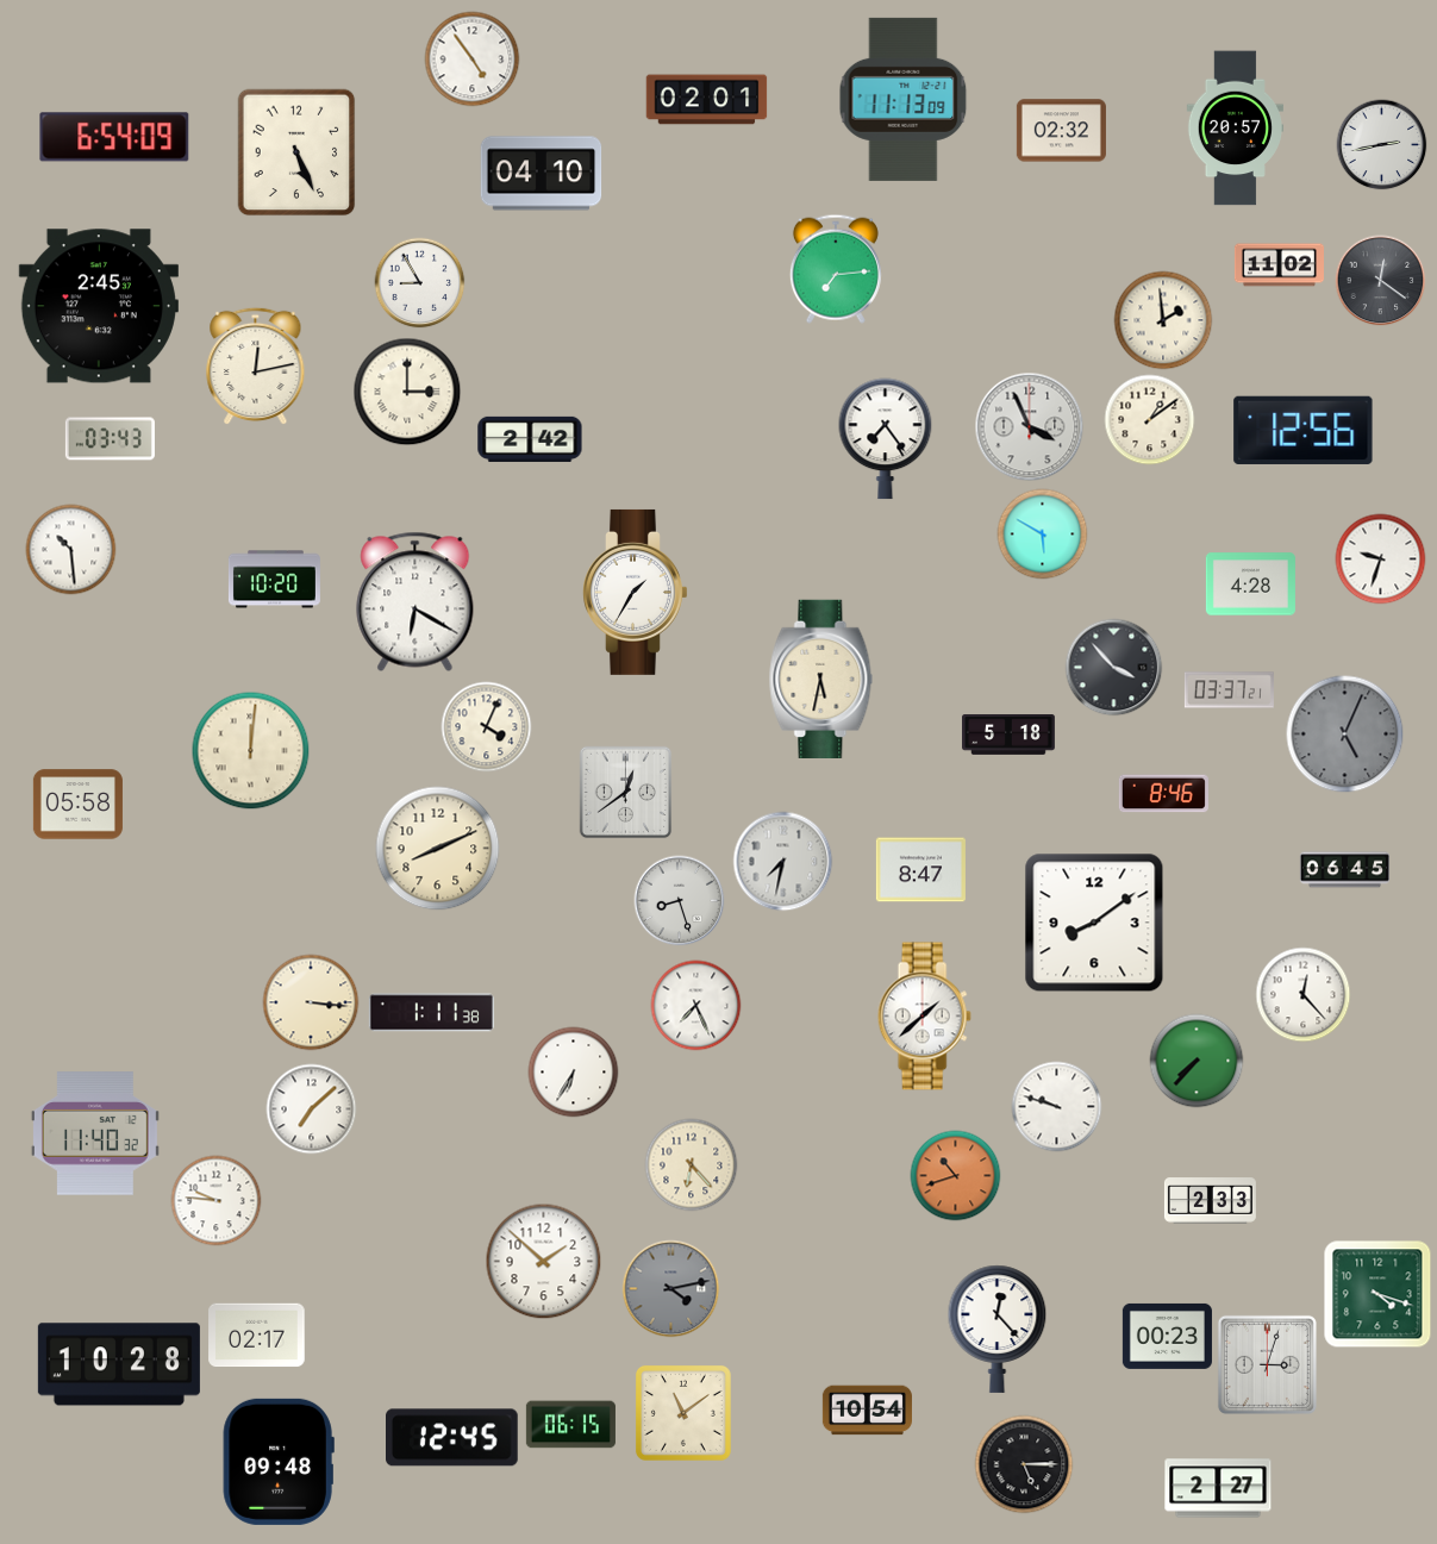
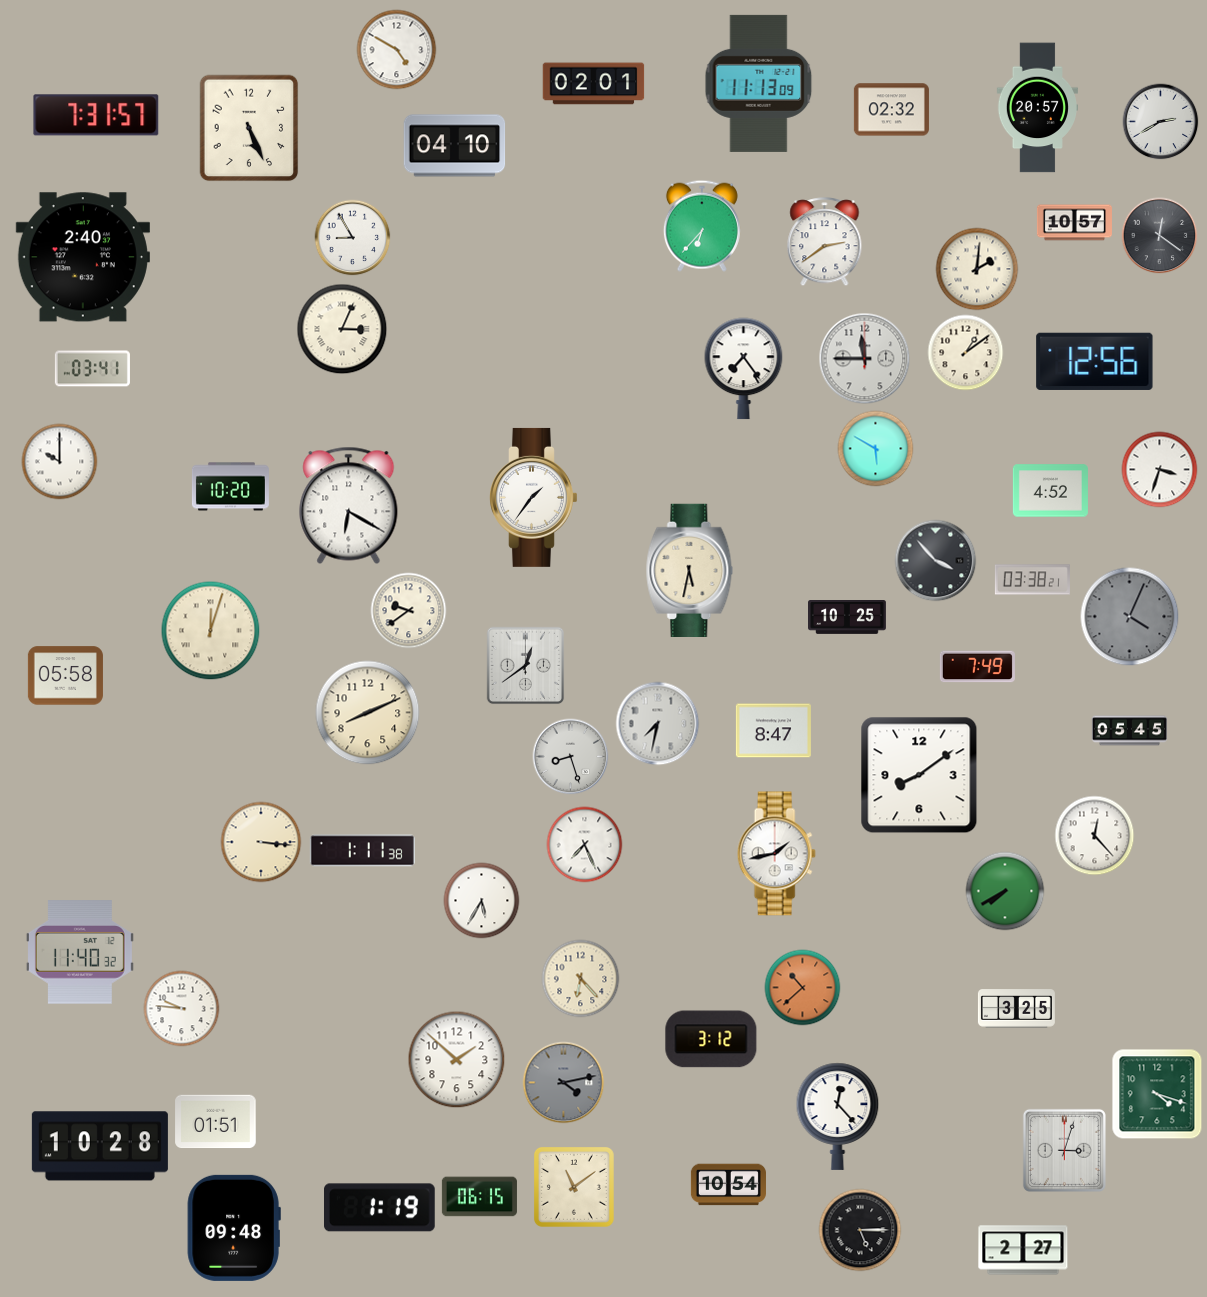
clock at (473, 60): 4:54 -> 4:50
clock at (114, 137): 6:54 -> 7:31
clock at (1382, 145): 2:43 -> 2:40
clock at (1279, 265): 11:02 -> 10:57
clock at (836, 269): 7:14 -> 6:37
clock at (825, 242): none -> 2:39
clock at (99, 306): 2:45 -> 2:40
clock at (1163, 320): 1:59 -> 2:01
clock at (256, 367): 12:13 -> none
clock at (407, 392): 3:00 -> 3:04
clock at (1030, 427): 3:56 -> 11:45
clock at (110, 439): 03:43 -> 03:41
clock at (530, 439): 2:42 -> none
clock at (71, 550): 10:29 -> 10:00
clock at (1381, 560): 9:33 -> 3:33
clock at (1250, 585): 4:28 -> 4:52
clock at (636, 592): 1:35 -> 1:36
clock at (1229, 690): 03:37 -> 03:38
clock at (487, 727): 4:04 -> 9:39
clock at (1345, 735): 5:04 -> 4:04
clock at (1010, 736): 5:18 -> 10:25
clock at (251, 751): 12:01 -> 12:03
clock at (1163, 794): 8:46 -> 7:49
clock at (1344, 870): 06:45 -> 05:45
clock at (924, 1017): 1:38 -> 1:43
clock at (1197, 1061): 7:37 -> 7:40
clock at (574, 1073): 6:35 -> 5:35
clock at (1057, 1107): 9:48 -> none
clock at (312, 1109): 7:08 -> none
clock at (956, 1176): 10:42 -> 10:38
clock at (1210, 1201): 2:33 -> 3:25
clock at (711, 1039): none -> 3:12
clock at (1377, 1294) position: (1377, 1294) -> (1157, 1094)
clock at (257, 1336): 02:17 -> 01:51
clock at (1167, 1336): 00:23 -> none
clock at (1267, 1364) position: (1267, 1364) -> (1064, 1150)
clock at (452, 1438): 12:45 -> 1:19
